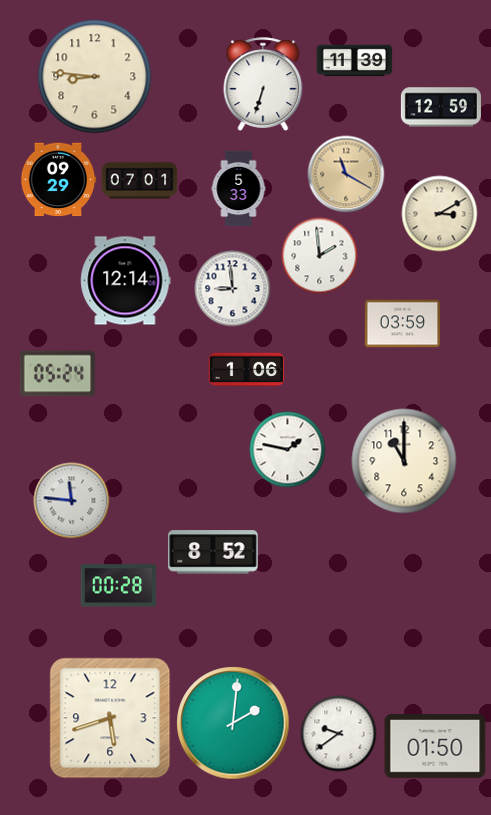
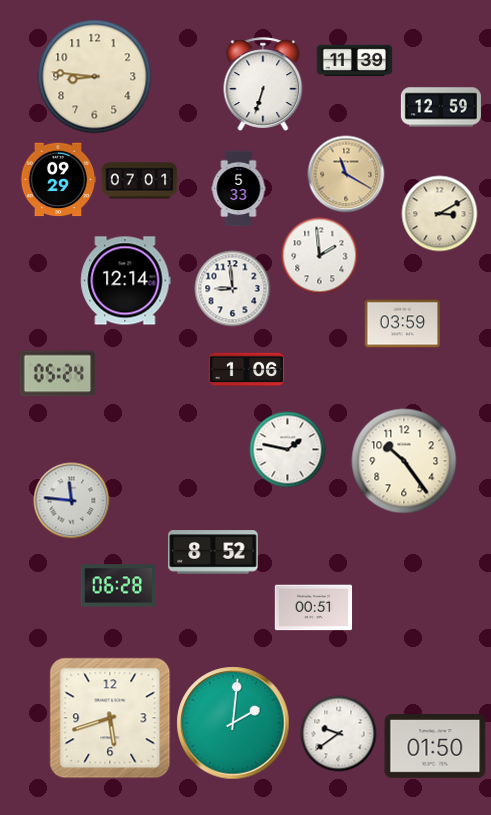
clock at (404, 461): 11:00 -> 10:24
clock at (119, 586): 00:28 -> 06:28
clock at (314, 608): none -> 00:51
